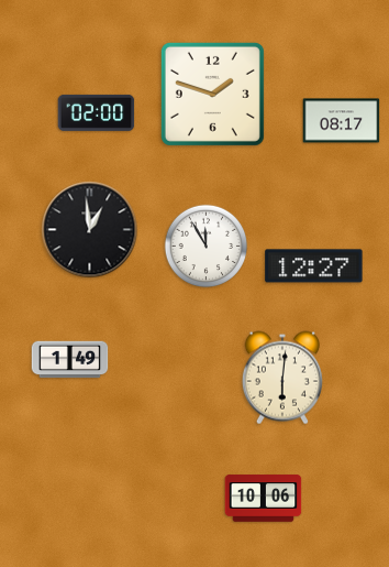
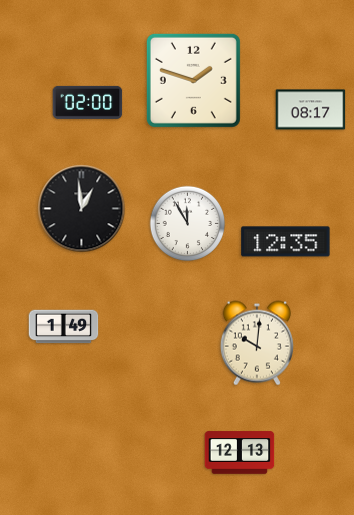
clock at (212, 94) position: (212, 94) -> (193, 80)
clock at (314, 266): 12:27 -> 12:35
clock at (282, 378): 6:01 -> 10:01
clock at (264, 499): 10:06 -> 12:13
